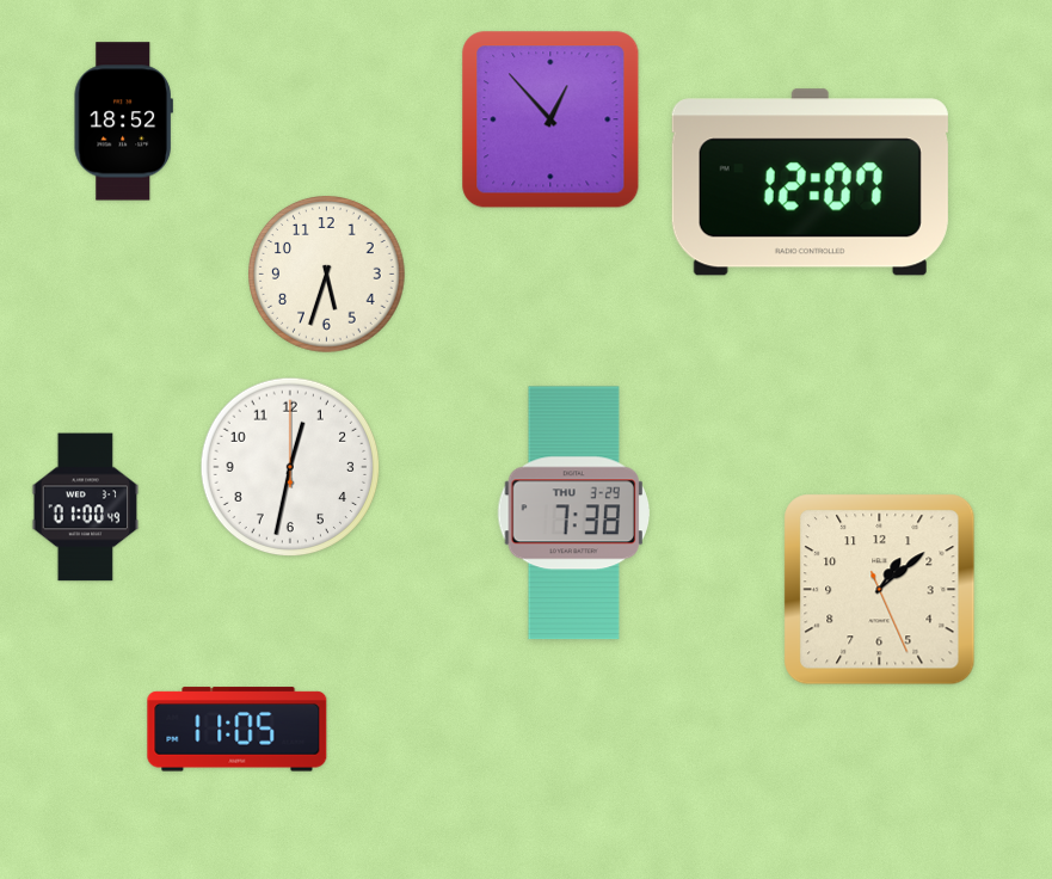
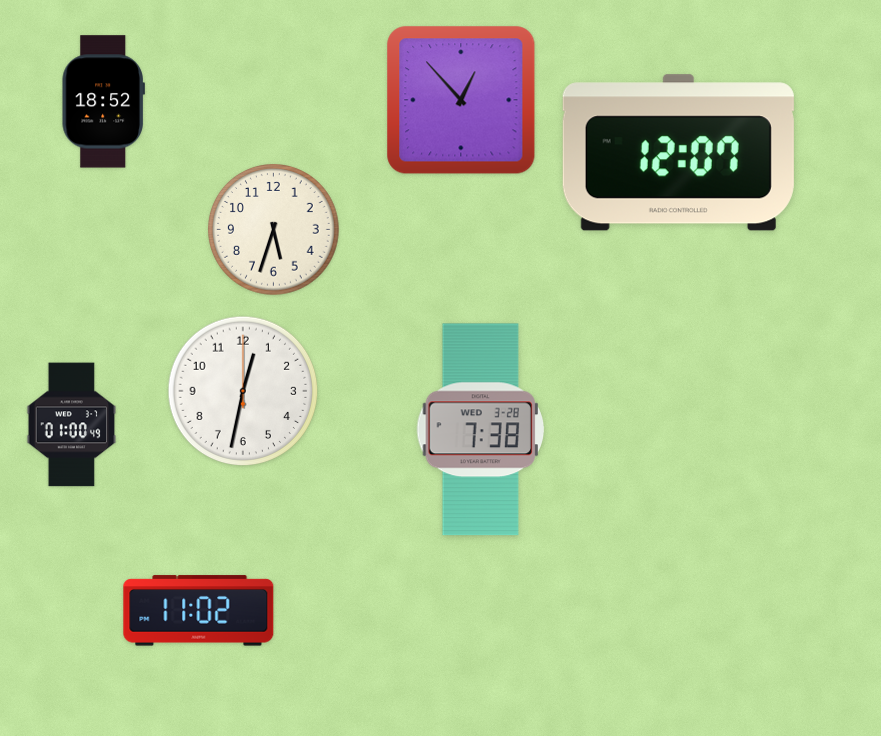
clock at (573, 514) date: THU 3-29 -> WED 3-28
clock at (880, 590): 1:08 -> none
clock at (238, 730): 11:05 -> 11:02
